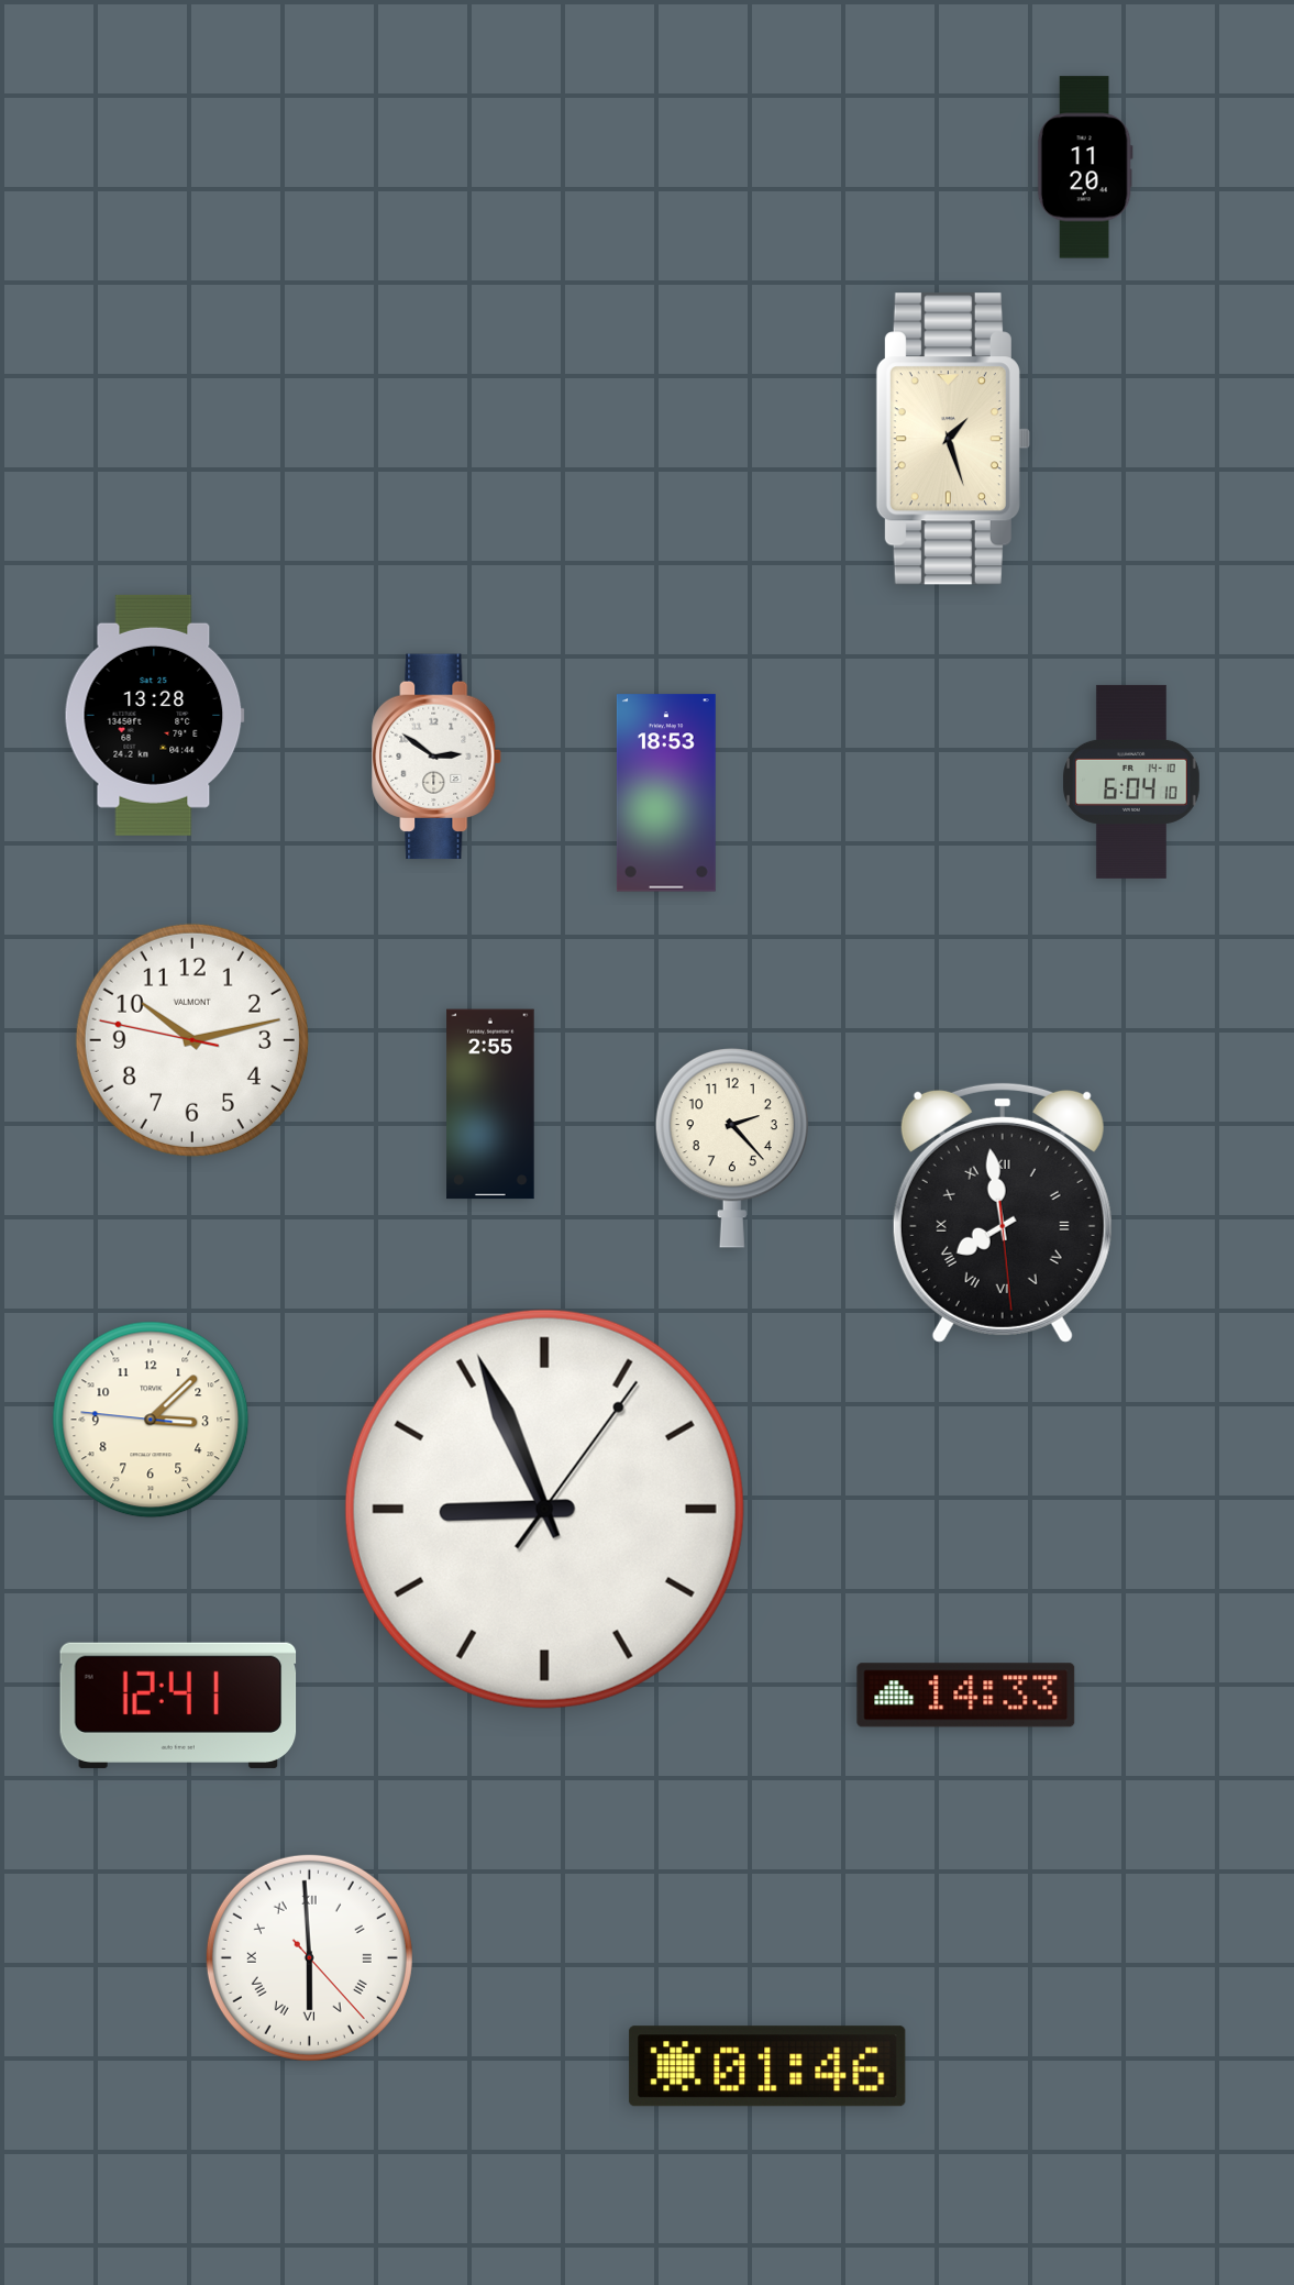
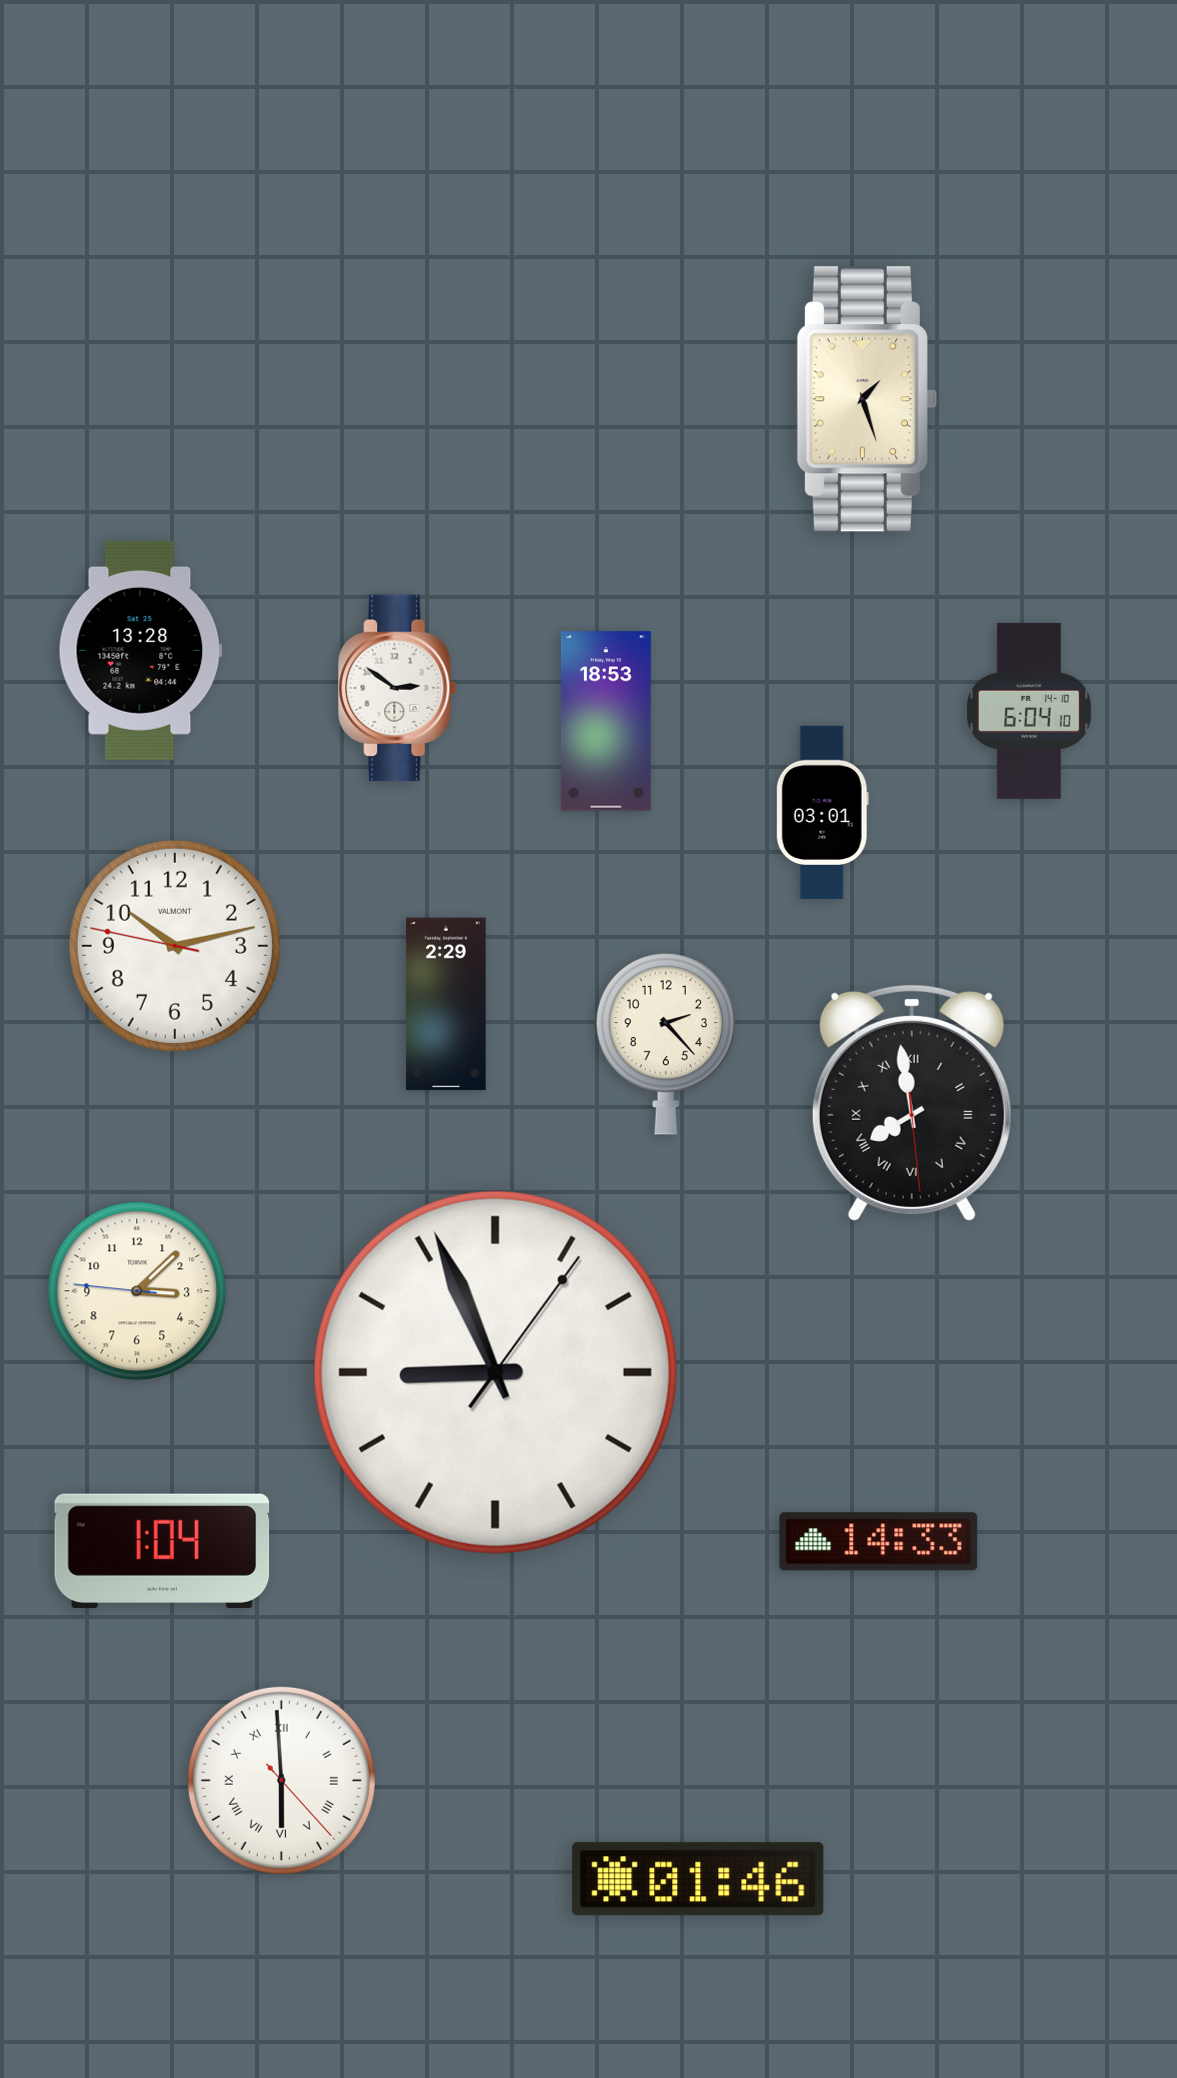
clock at (1085, 167): 11:20 -> none
clock at (822, 813): none -> 03:01
clock at (490, 1104): 2:55 -> 2:29
clock at (178, 1706): 12:41 -> 1:04
